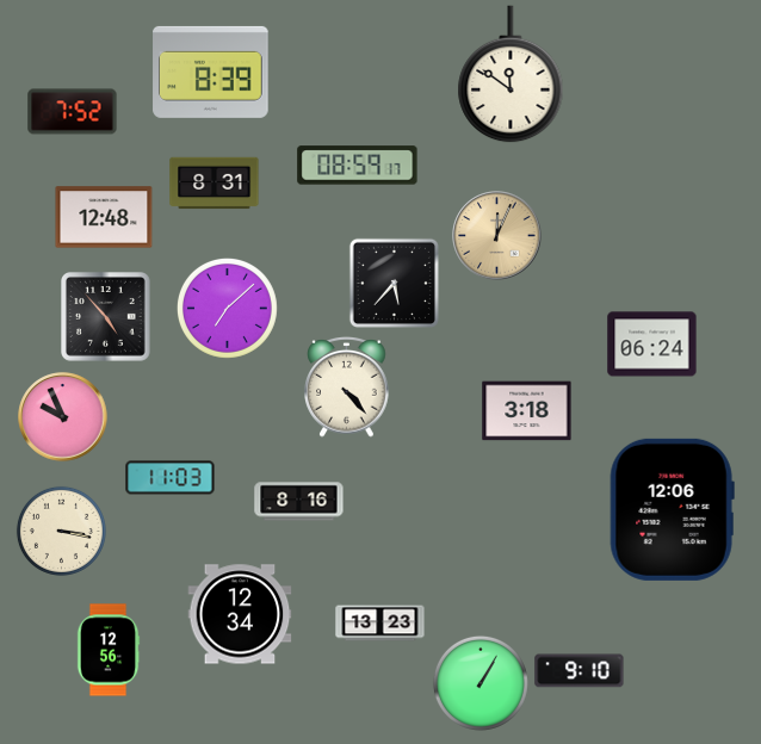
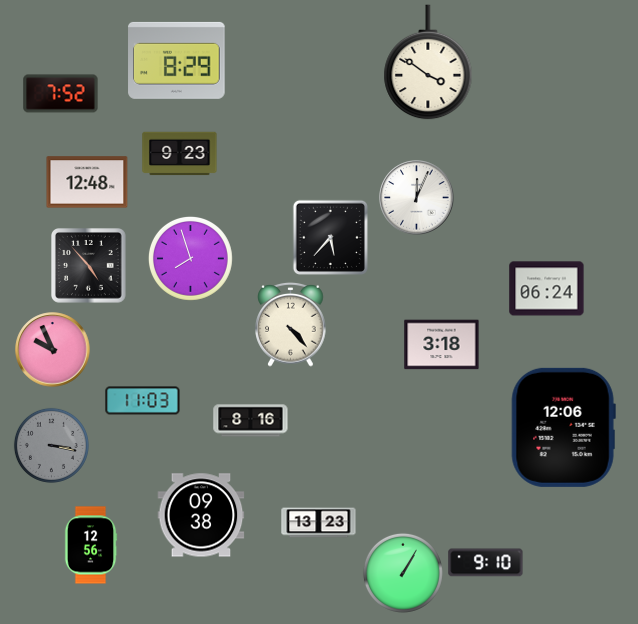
clock at (211, 72): 8:39 -> 8:29
clock at (511, 74): 11:51 -> 3:51
clock at (358, 166): 08:59 -> none
clock at (215, 184): 8:31 -> 9:23
clock at (497, 236) dial: champagne -> white
clock at (227, 308): 7:08 -> 7:57
clock at (61, 531) dial: cream -> grey
clock at (240, 614): 12:34 -> 09:38
